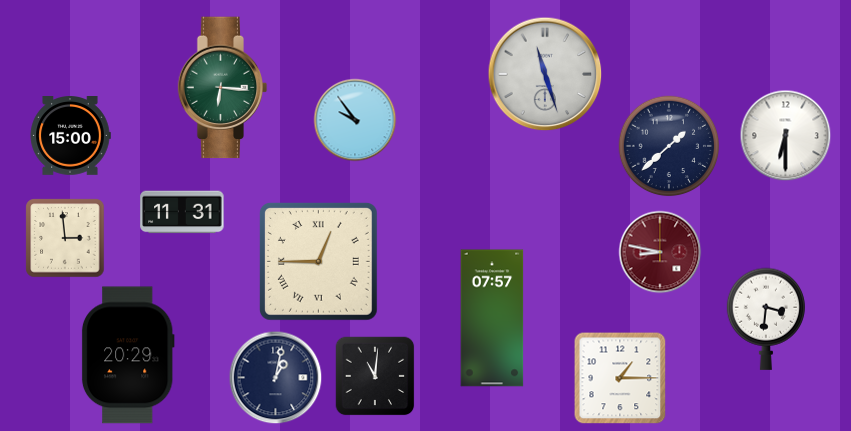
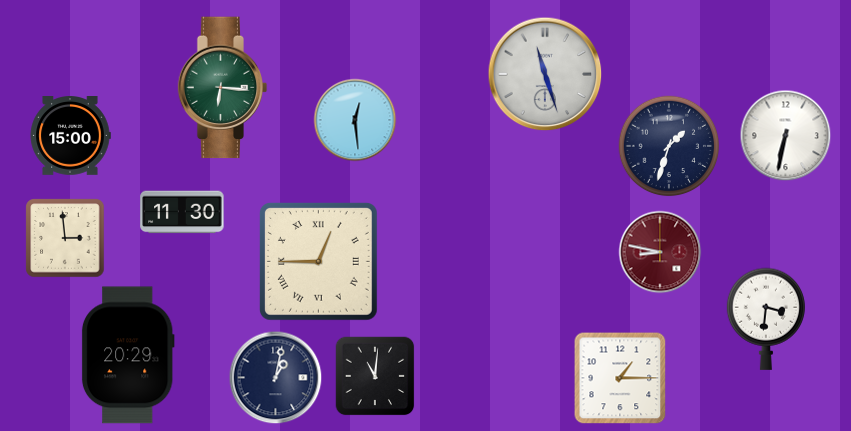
clock at (355, 120): 9:54 -> 12:29
clock at (786, 136): 6:30 -> 6:32
clock at (669, 146): 1:38 -> 1:33
clock at (182, 212): 11:31 -> 11:30
clock at (492, 318): 07:57 -> none
